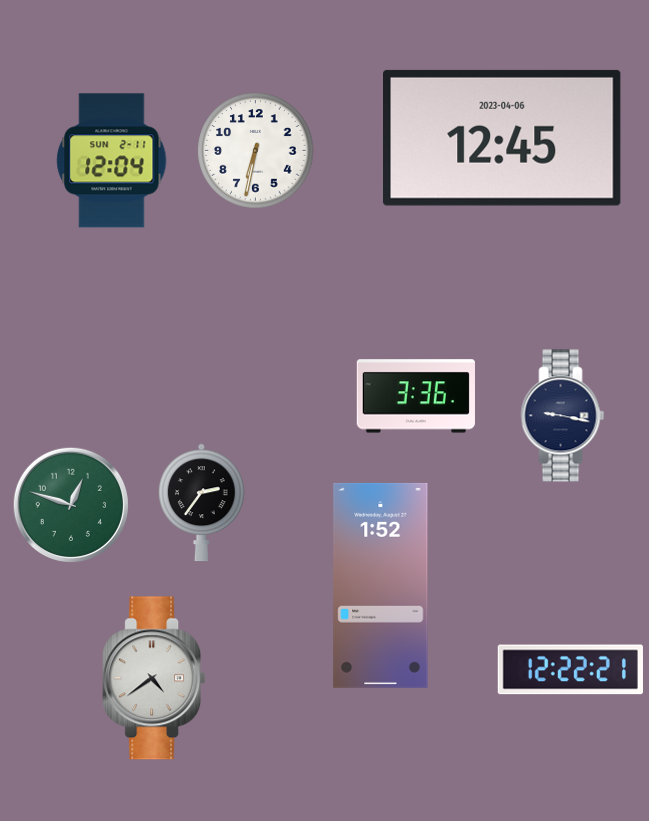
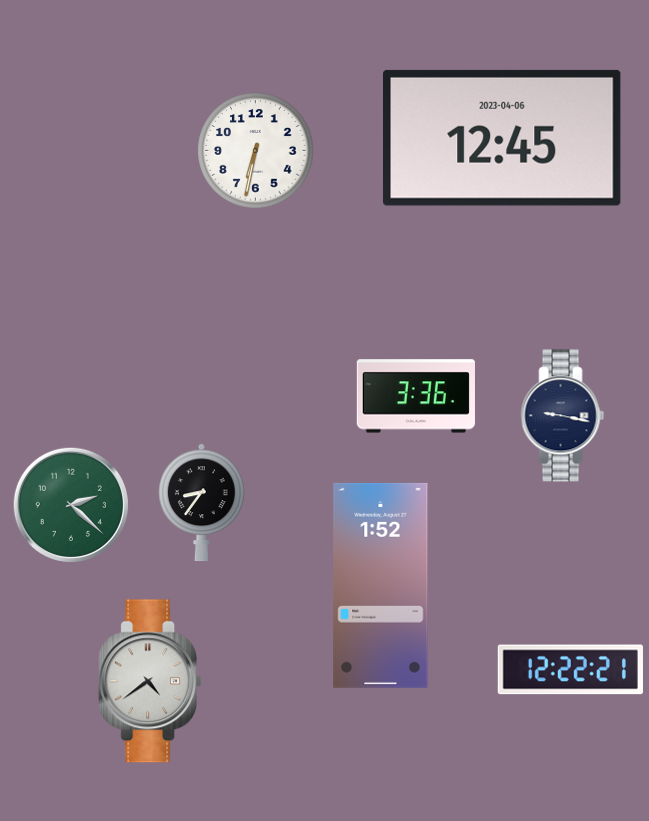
clock at (112, 161): 12:04 -> none
clock at (202, 503): 2:36 -> 8:36
clock at (71, 505): 12:48 -> 2:22
clock at (154, 678) position: (154, 678) -> (150, 681)
